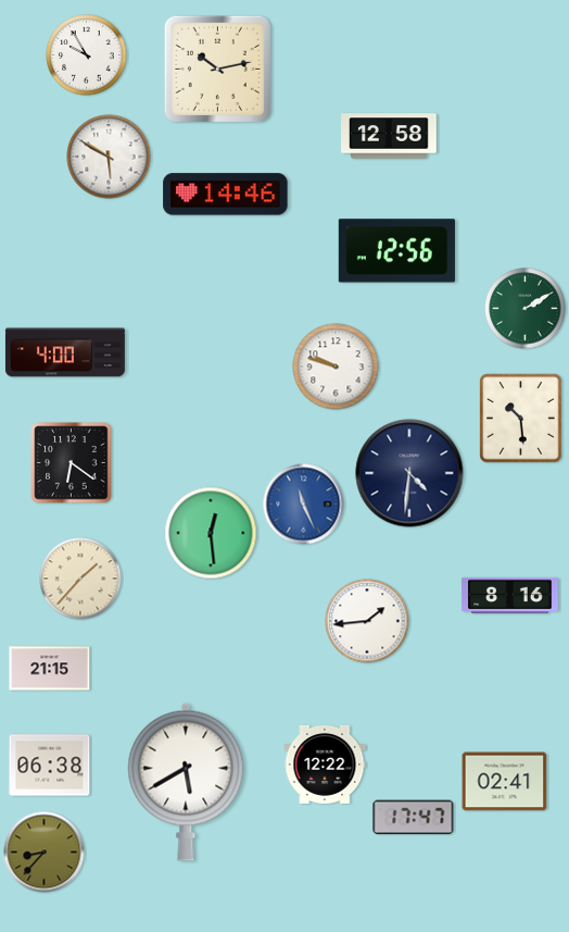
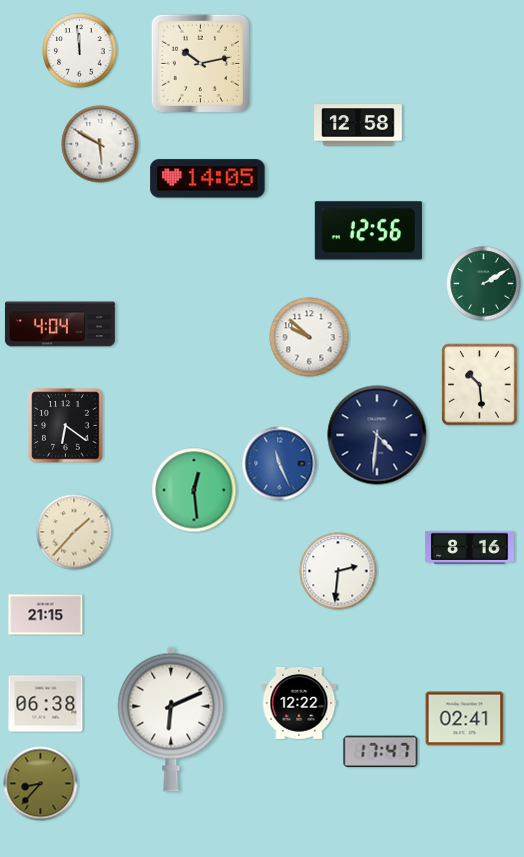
clock at (87, 55): 9:55 -> 11:59
clock at (226, 195): 14:46 -> 14:05
clock at (396, 251) position: (396, 251) -> (368, 231)
clock at (65, 352): 4:00 -> 4:04
clock at (336, 366): 9:48 -> 9:52
clock at (367, 621): 1:44 -> 2:31
clock at (186, 782): 5:40 -> 6:11
